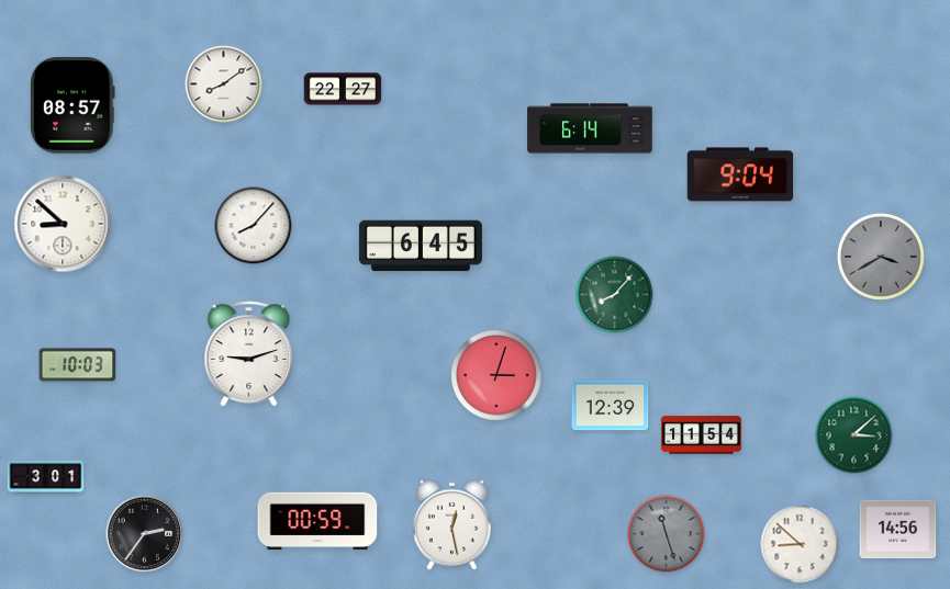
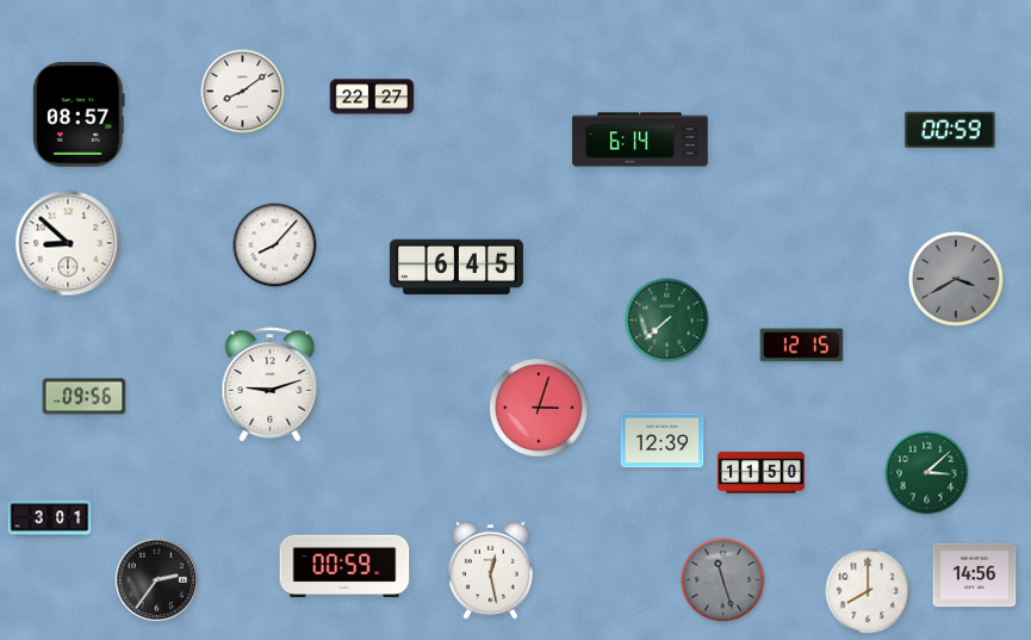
clock at (950, 130): none -> 00:59
clock at (740, 174): 9:04 -> none
clock at (615, 295): 8:07 -> 7:38
clock at (802, 346): none -> 12:15
clock at (78, 365): 10:03 -> 09:56
clock at (701, 435): 11:54 -> 11:50
clock at (800, 544): 8:52 -> 8:00
